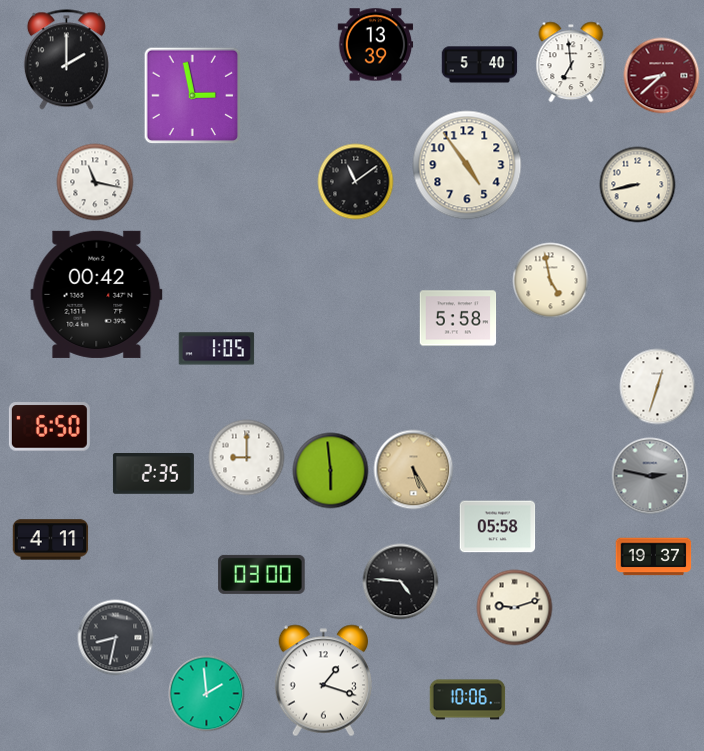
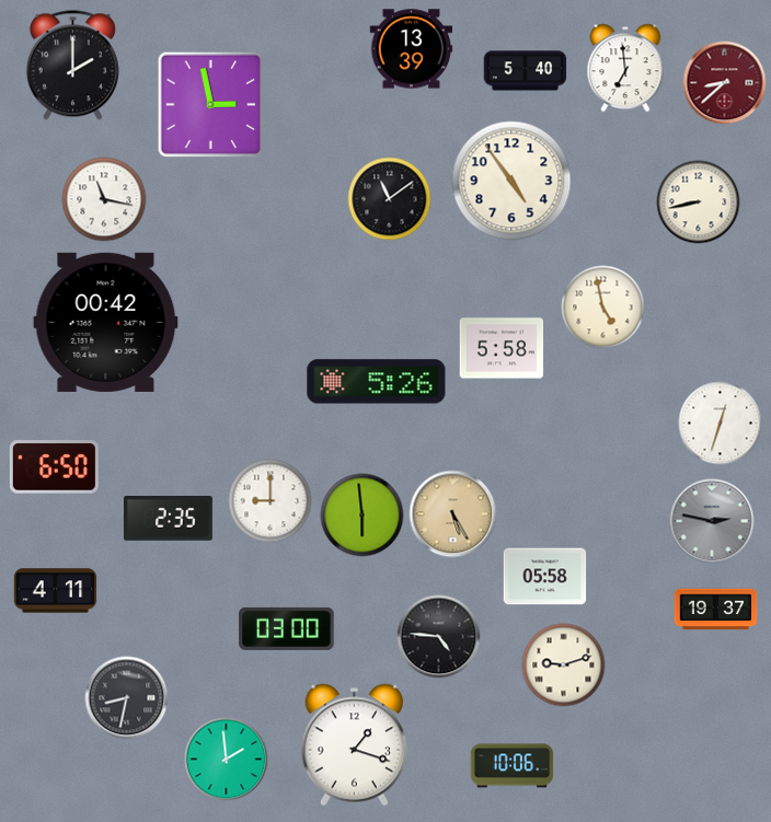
clock at (217, 349): 1:05 -> none
clock at (377, 382): none -> 5:26
